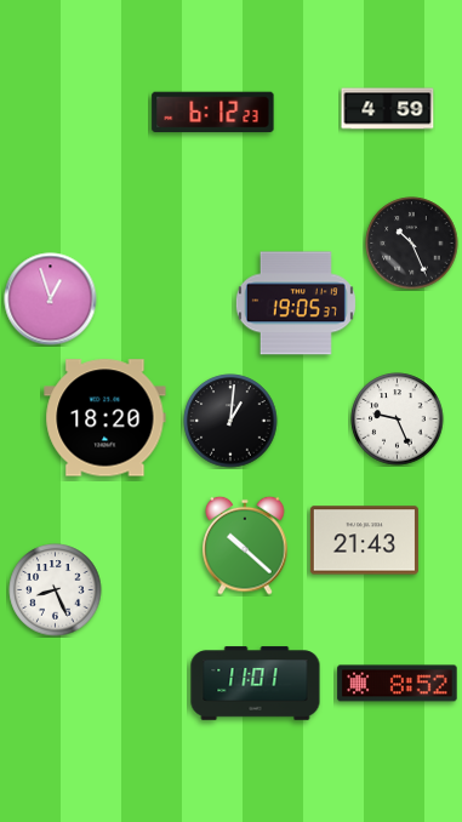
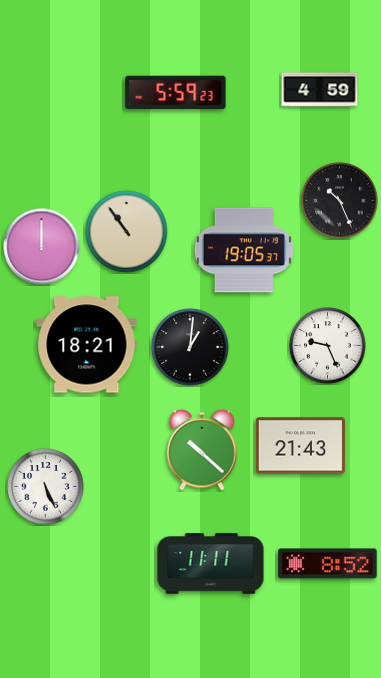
clock at (213, 113): 6:12 -> 5:59
clock at (127, 232): none -> 10:54
clock at (51, 299): 12:57 -> 12:00
clock at (105, 418): 18:20 -> 18:21
clock at (56, 590): 8:26 -> 5:26
clock at (256, 684): 11:01 -> 11:11
